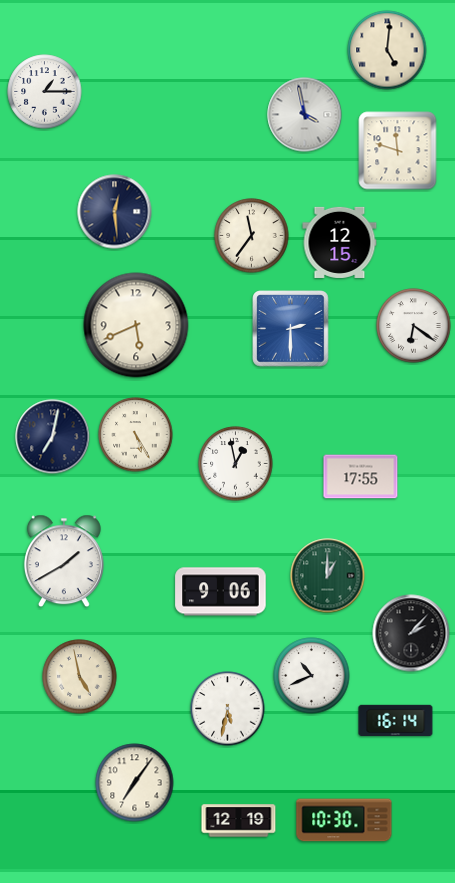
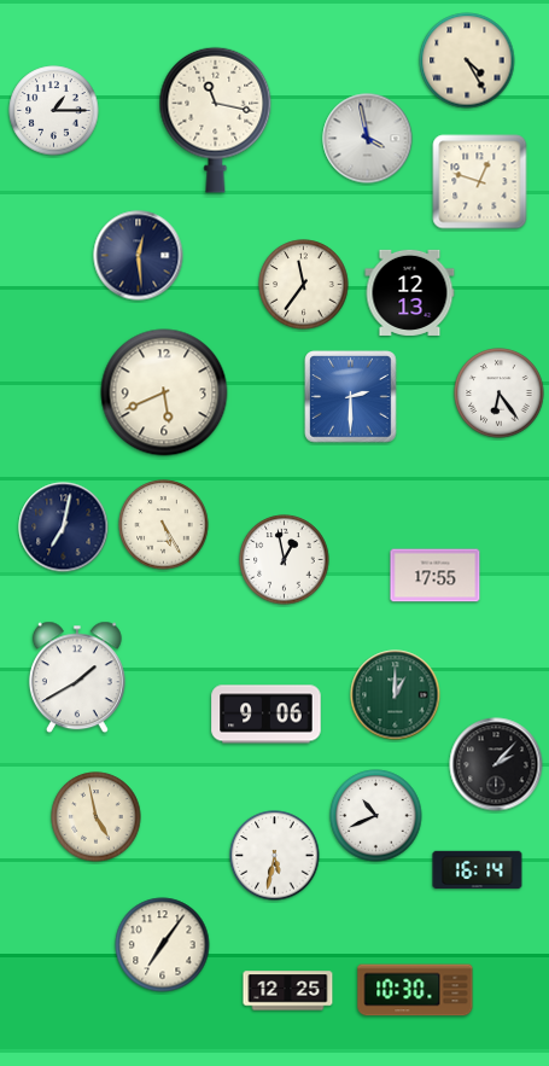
clock at (387, 50): 5:01 -> 4:25
clock at (216, 120): none -> 11:17
clock at (398, 151): 11:48 -> 12:48
clock at (340, 242): 12:15 -> 12:13
clock at (414, 326): 6:21 -> 6:24
clock at (239, 821): 12:19 -> 12:25
